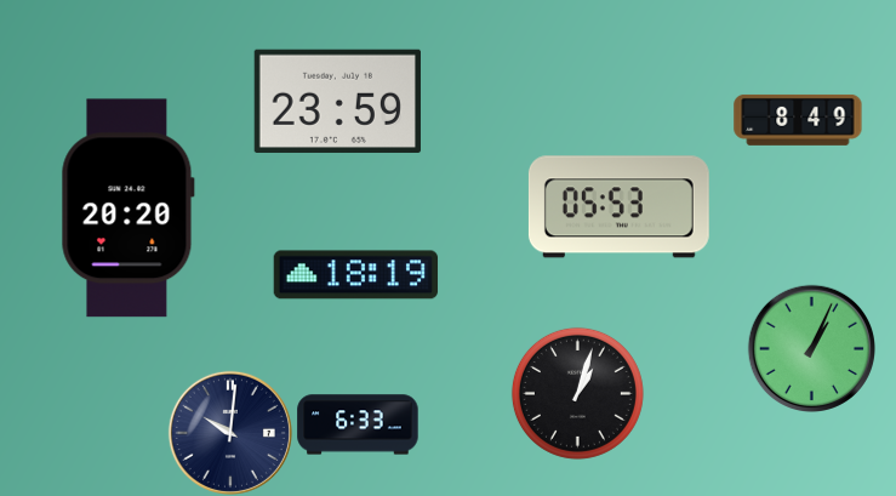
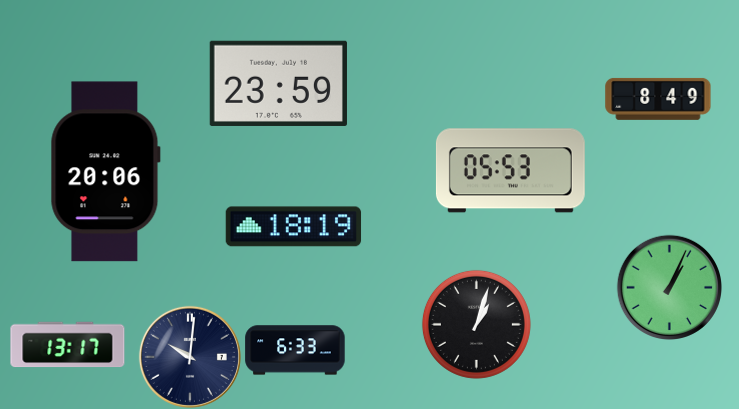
clock at (127, 209): 20:20 -> 20:06
clock at (68, 345): none -> 13:17
